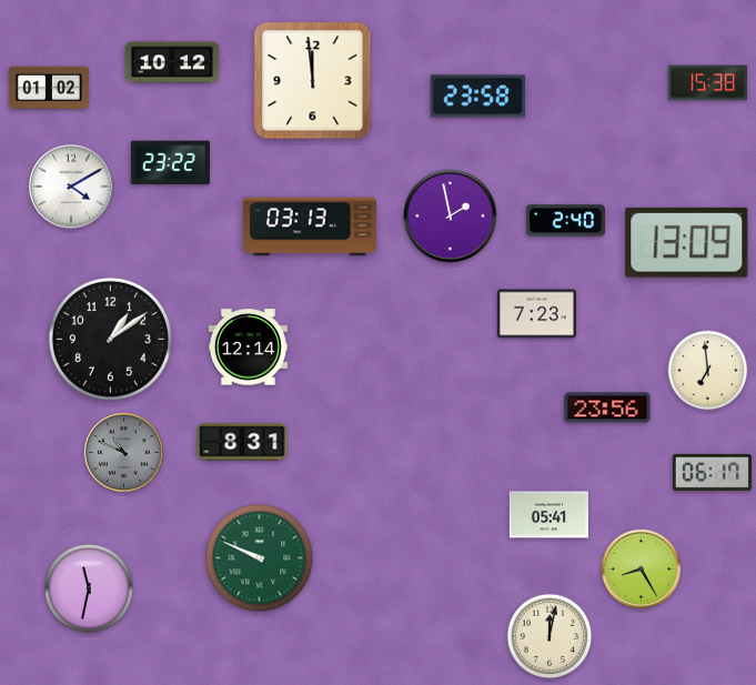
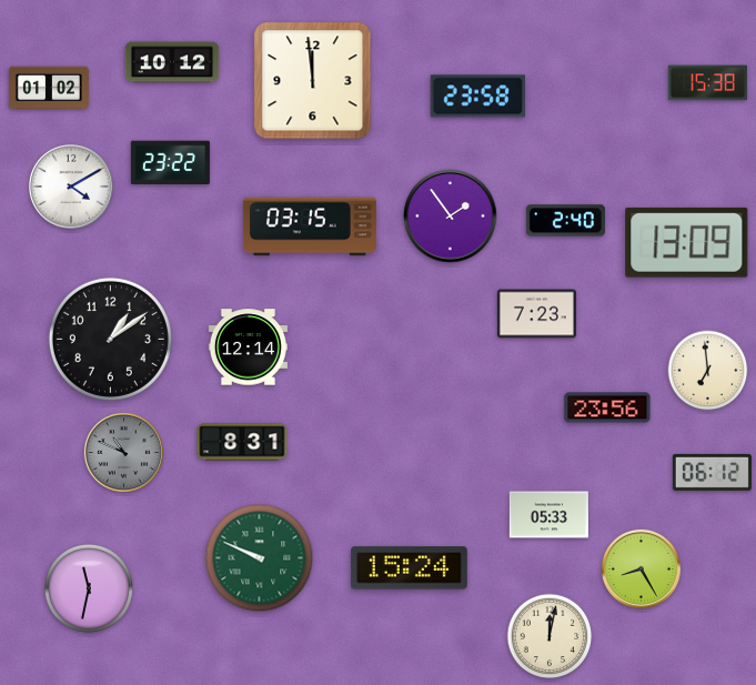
clock at (451, 216): 1:58 -> 1:54
clock at (310, 226): 03:13 -> 03:15
clock at (712, 472): 06:17 -> 06:12
clock at (548, 515): 05:41 -> 05:33
clock at (409, 568): none -> 15:24
